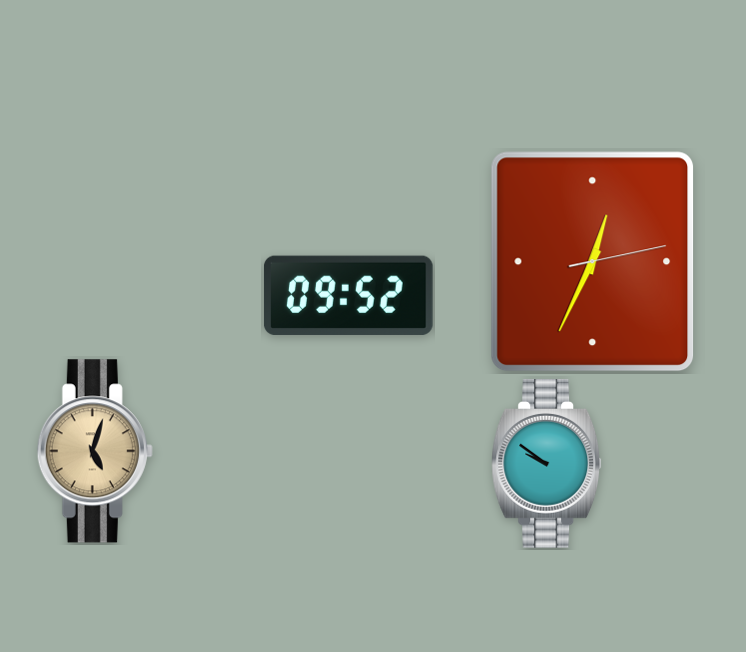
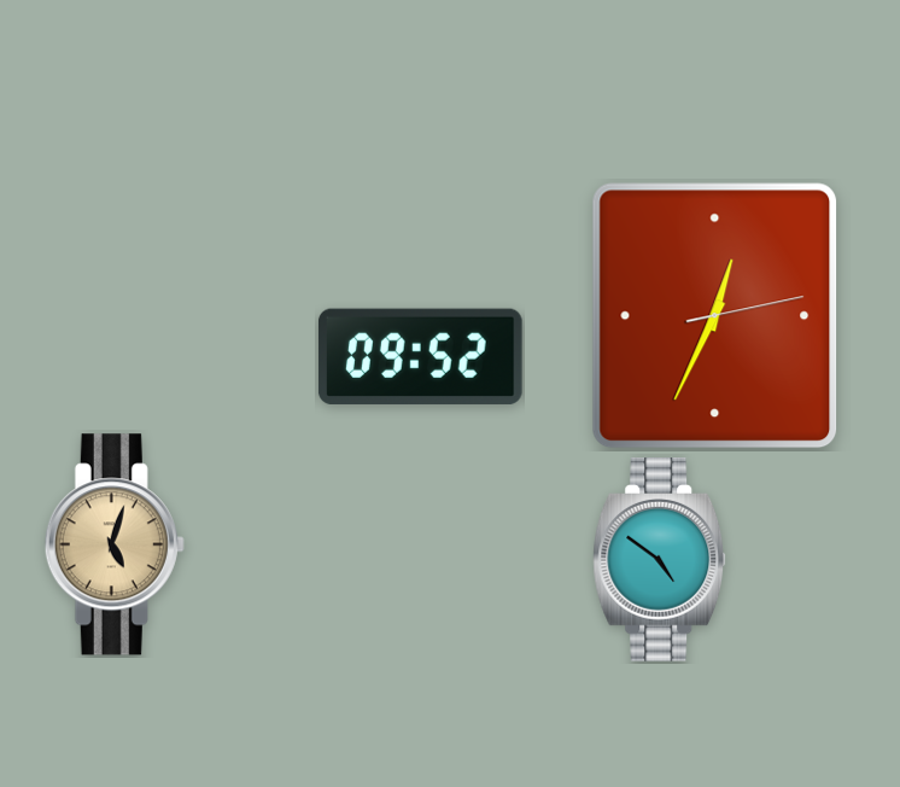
clock at (547, 464): 9:51 -> 4:51
